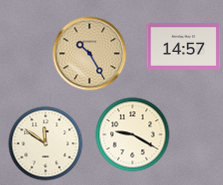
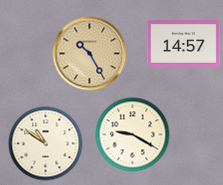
clock at (184, 47) position: (184, 47) -> (184, 44)
clock at (46, 144): 11:51 -> 10:51
